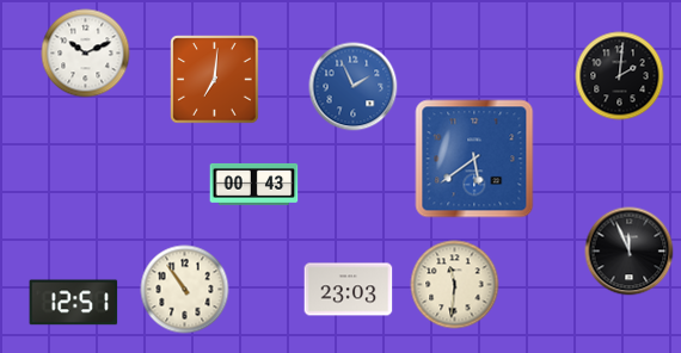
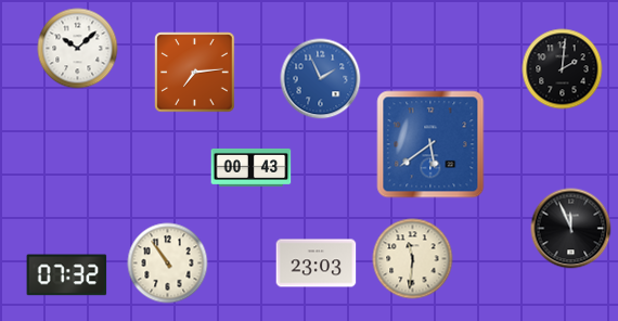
clock at (86, 54): 10:11 -> 10:08
clock at (215, 80): 7:01 -> 7:14
clock at (254, 184) position: (254, 184) -> (252, 167)
clock at (74, 303): 12:51 -> 07:32
